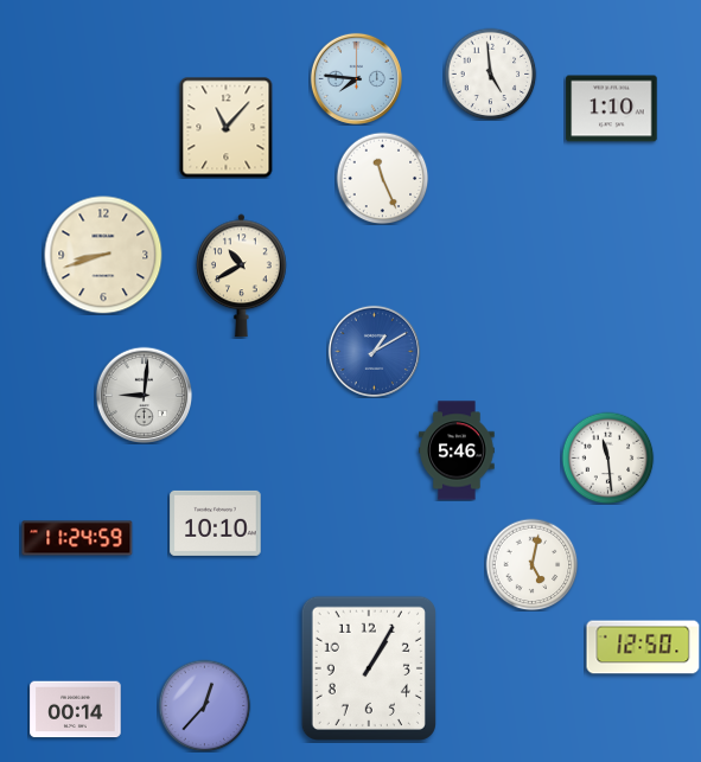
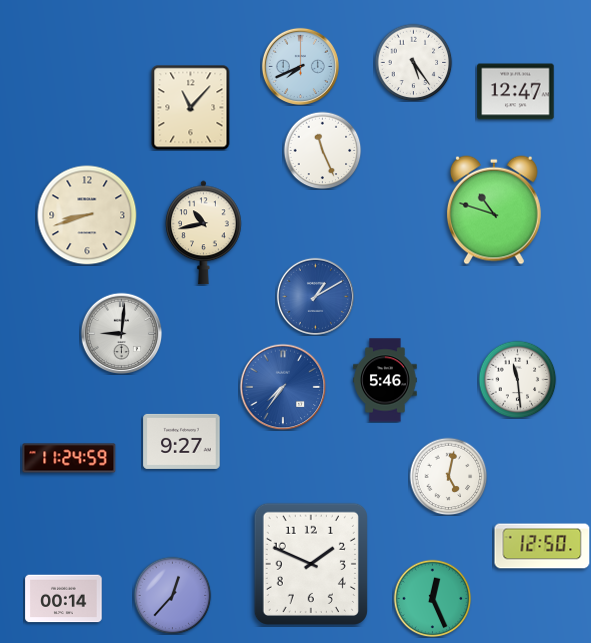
clock at (490, 73): 4:59 -> 5:24
clock at (356, 78): 7:46 -> 7:41
clock at (612, 109): 1:10 -> 12:47
clock at (494, 210): none -> 10:48
clock at (242, 276): 10:40 -> 10:43
clock at (607, 457) position: (607, 457) -> (517, 379)
clock at (283, 387): none -> 7:36
clock at (216, 523): 10:10 -> 9:27
clock at (77, 538) position: (77, 538) -> (69, 458)
clock at (369, 668): 1:05 -> 1:49
clock at (432, 598): none -> 12:26
